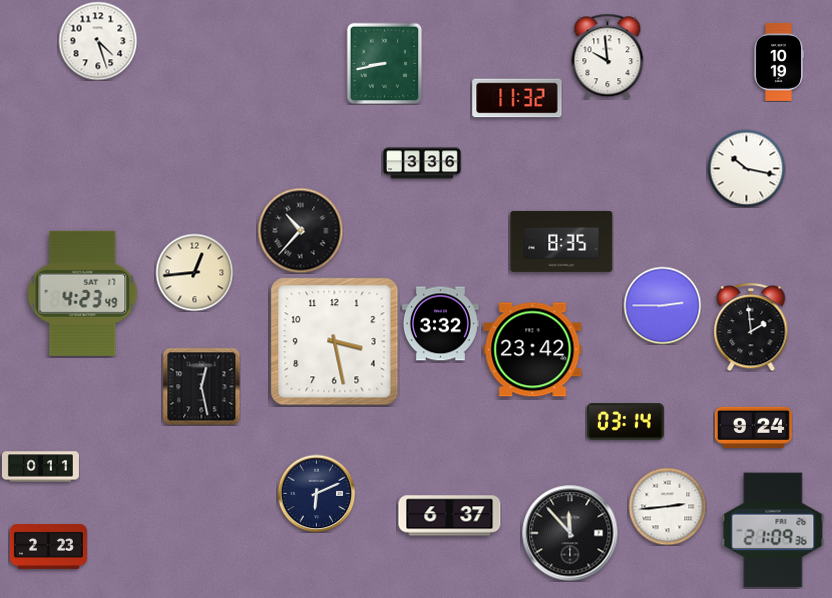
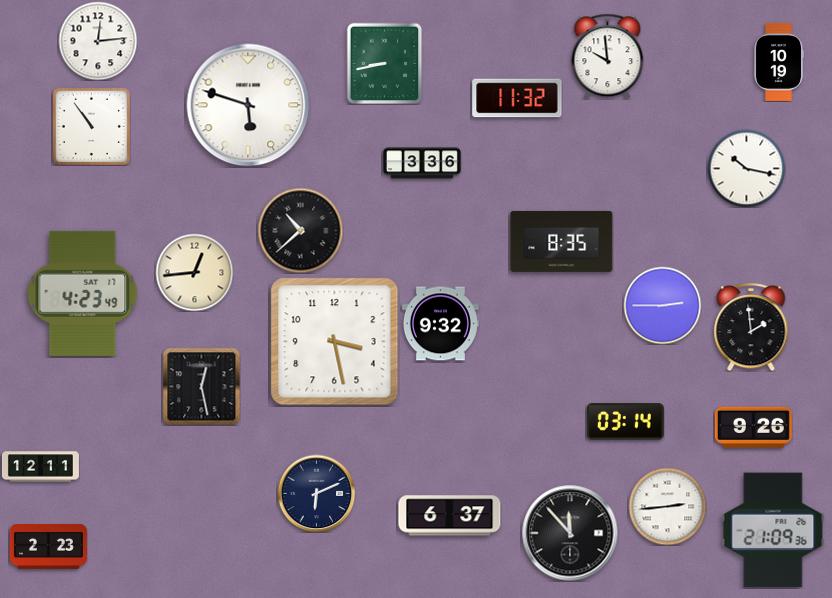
clock at (98, 41): 4:27 -> 12:14
clock at (248, 105): none -> 5:48
clock at (91, 126): none -> 10:54
clock at (300, 230): 10:37 -> 10:38
clock at (440, 324): 3:32 -> 9:32
clock at (533, 350): 23:42 -> none
clock at (753, 427): 9:24 -> 9:26
clock at (40, 467): 0:11 -> 12:11
